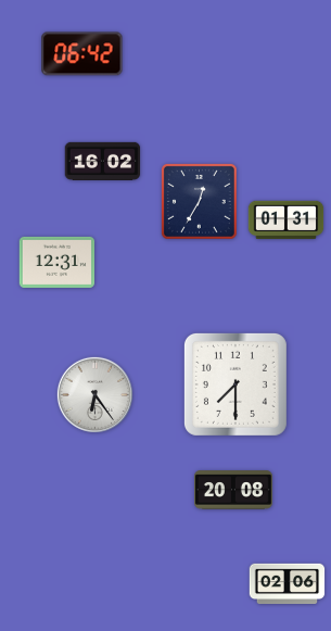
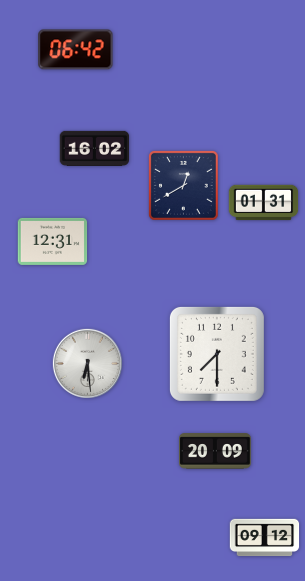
clock at (199, 201): 12:35 -> 12:40
clock at (94, 394): 6:24 -> 6:29
clock at (234, 490): 20:08 -> 20:09
clock at (288, 584): 02:06 -> 09:12
